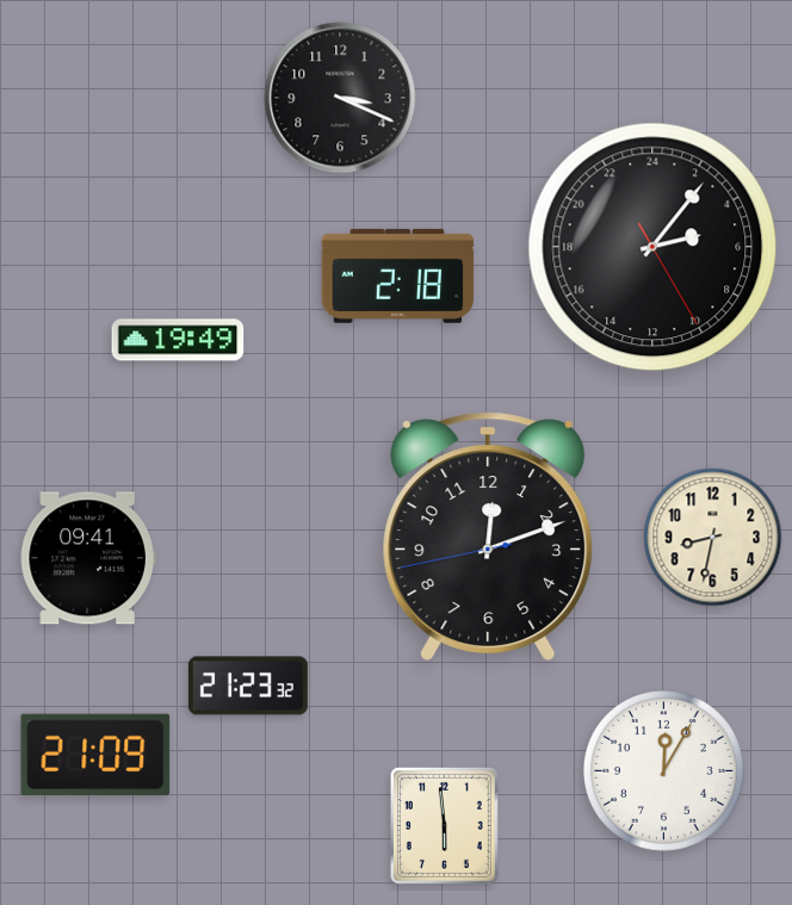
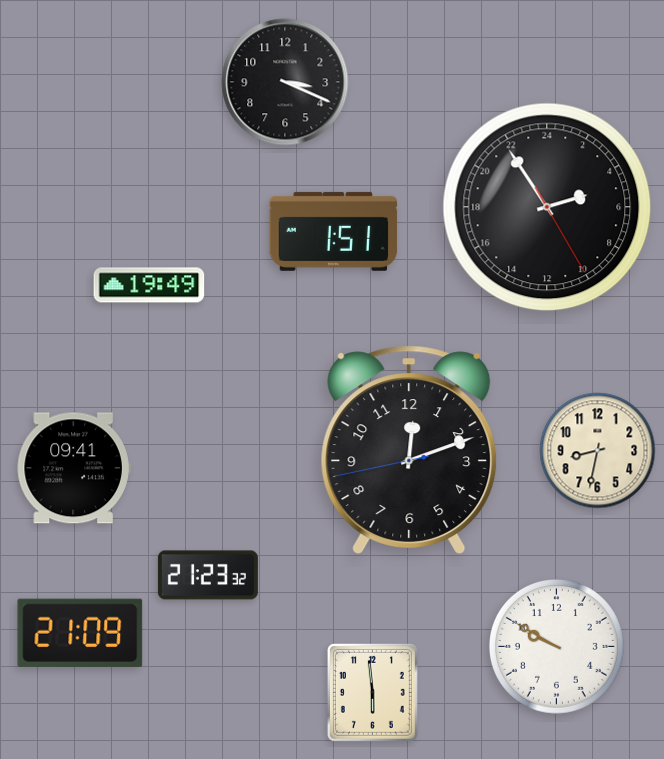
clock at (652, 247): 5:06 -> 4:54
clock at (398, 275): 2:18 -> 1:51
clock at (663, 770): 12:05 -> 9:50
